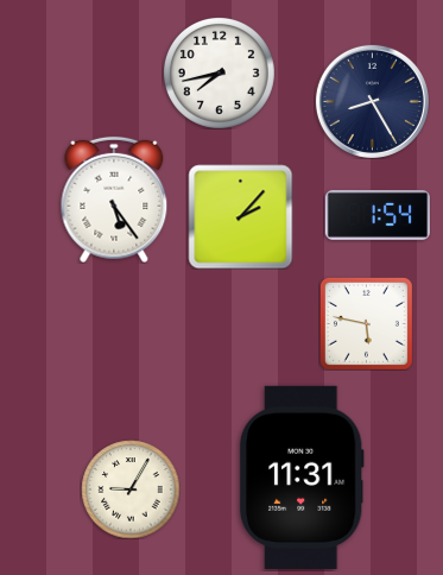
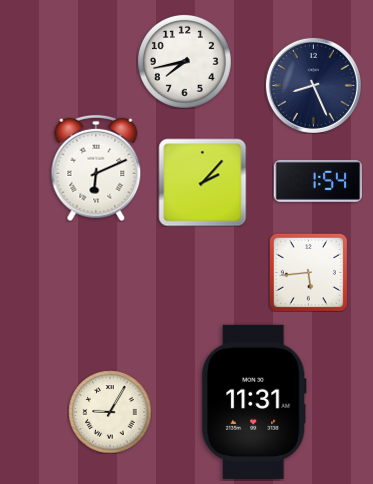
clock at (372, 101): 8:25 -> 8:26
clock at (114, 200): 5:24 -> 6:11
clock at (366, 323): 5:47 -> 5:44
